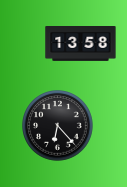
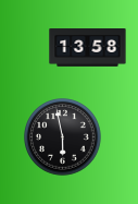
clock at (58, 126): 6:23 -> 5:58
